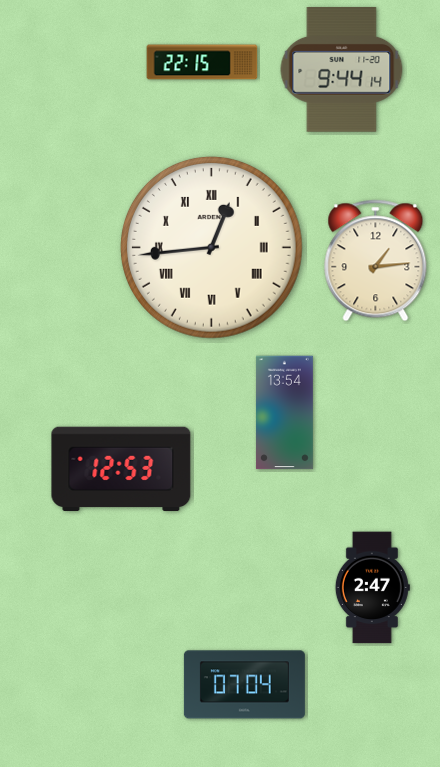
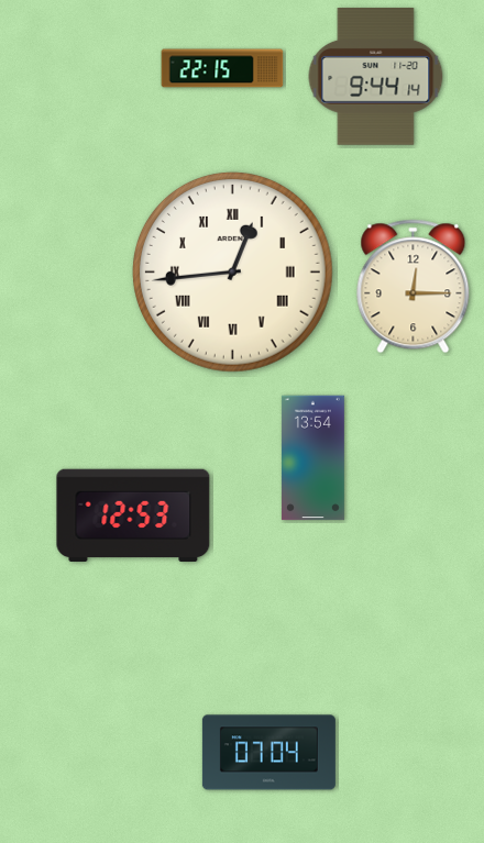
clock at (376, 261): 1:14 -> 12:15
clock at (284, 413) position: (284, 413) -> (312, 458)
clock at (372, 588): 2:47 -> none
